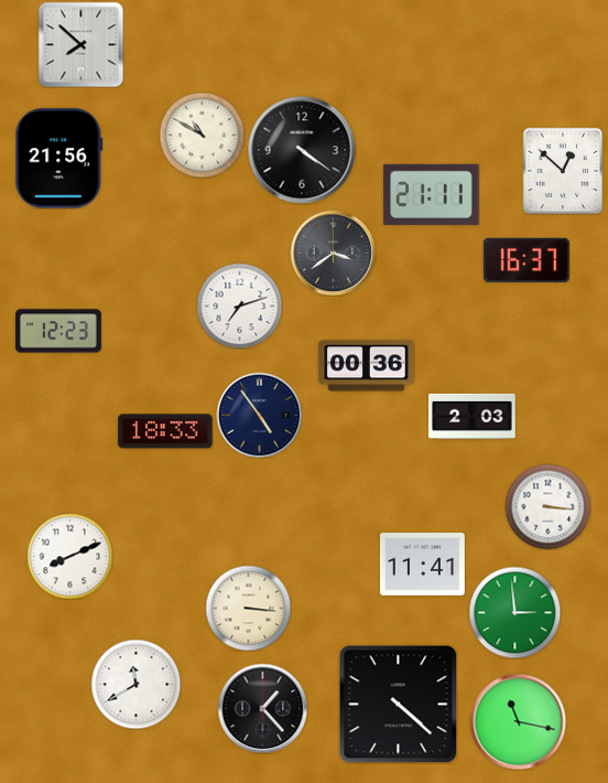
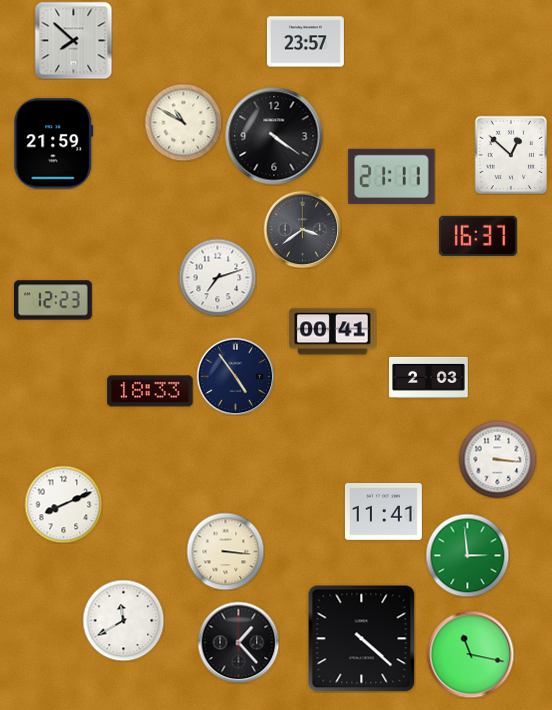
clock at (305, 42): none -> 23:57
clock at (59, 159): 21:56 -> 21:59
clock at (367, 366): 00:36 -> 00:41
